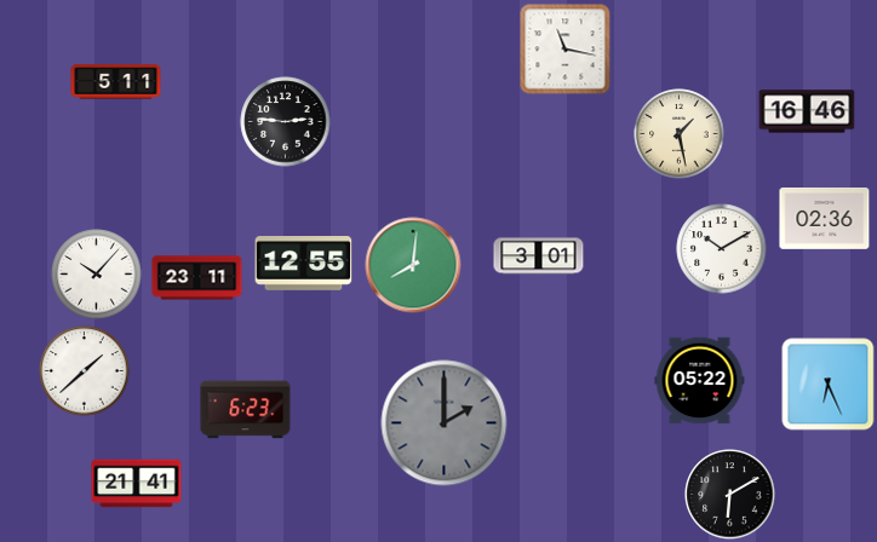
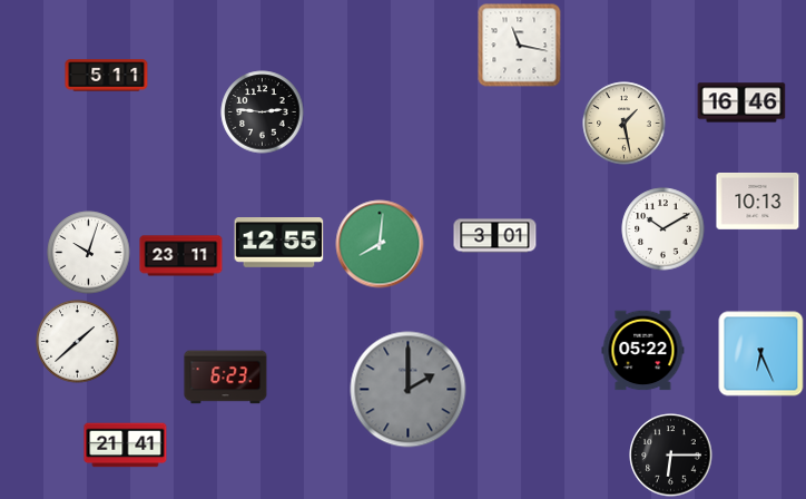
clock at (825, 219): 02:36 -> 10:13
clock at (97, 275): 10:07 -> 10:03
clock at (730, 495): 6:10 -> 6:15
